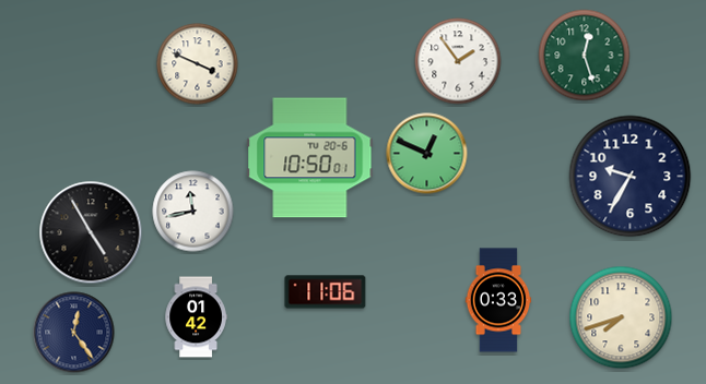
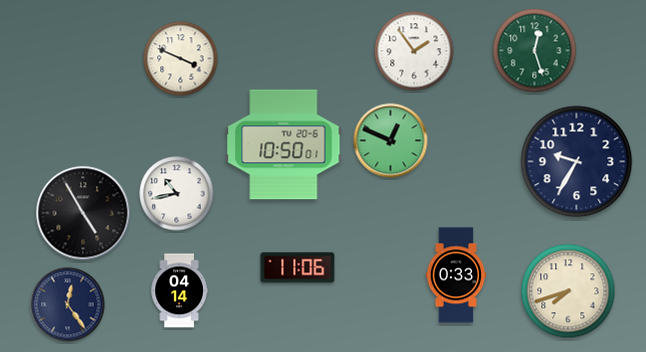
clock at (458, 61) position: (458, 61) -> (414, 51)
clock at (193, 212): 11:43 -> 10:43
clock at (196, 317): 01:42 -> 04:14
